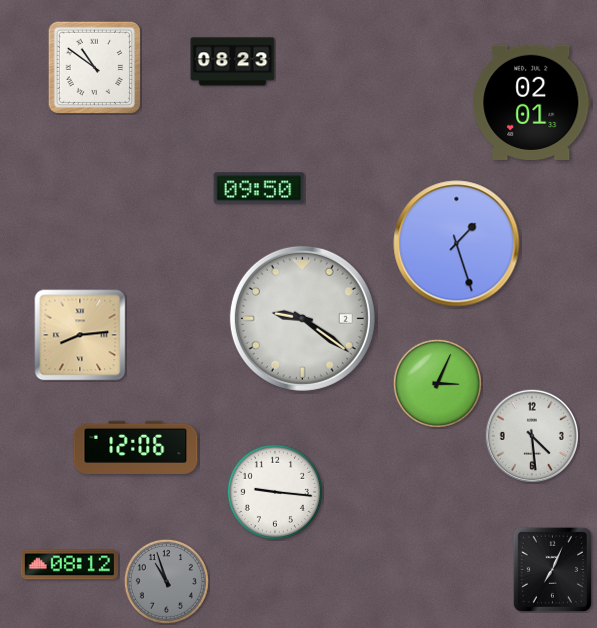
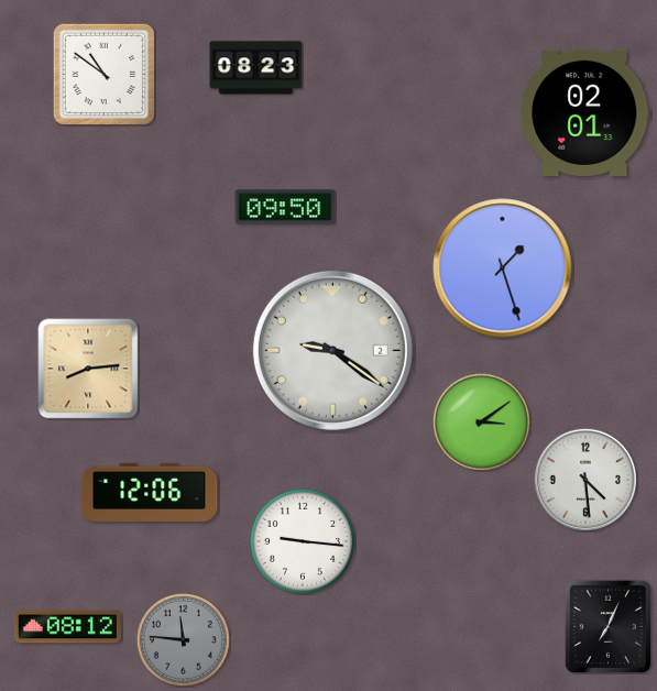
clock at (437, 383): 3:04 -> 3:09
clock at (69, 565) position: (69, 565) -> (67, 627)
clock at (166, 581): 10:57 -> 11:46
